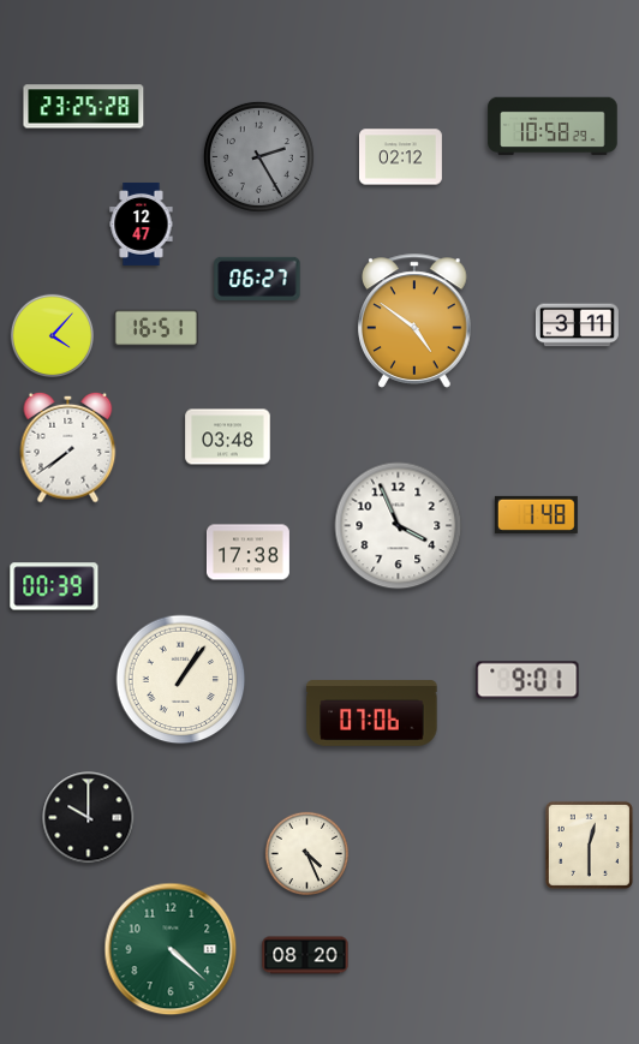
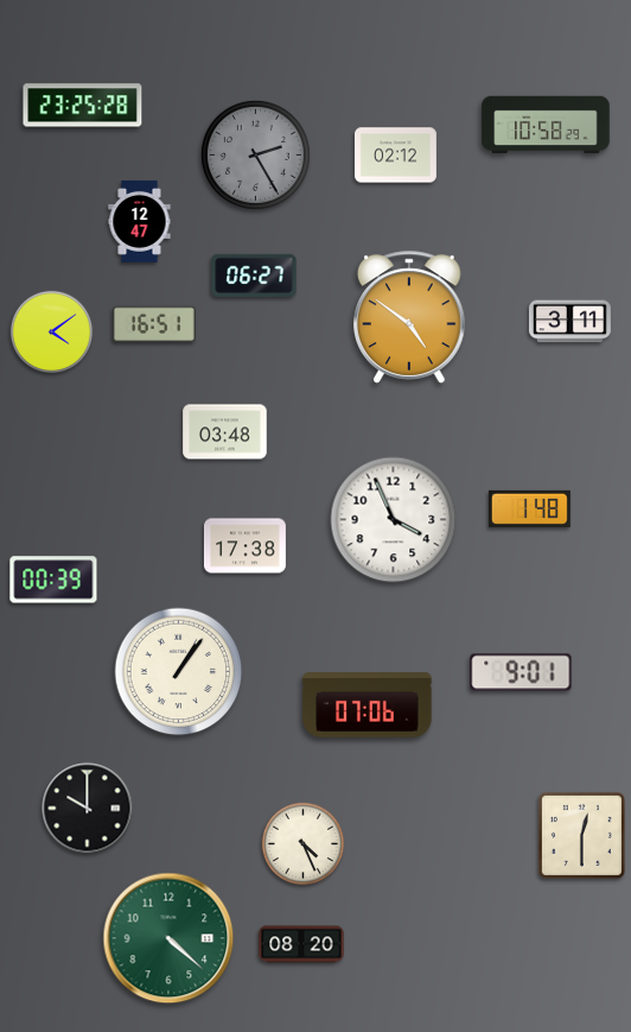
clock at (53, 336): 4:07 -> 4:09
clock at (68, 447): 7:39 -> none
